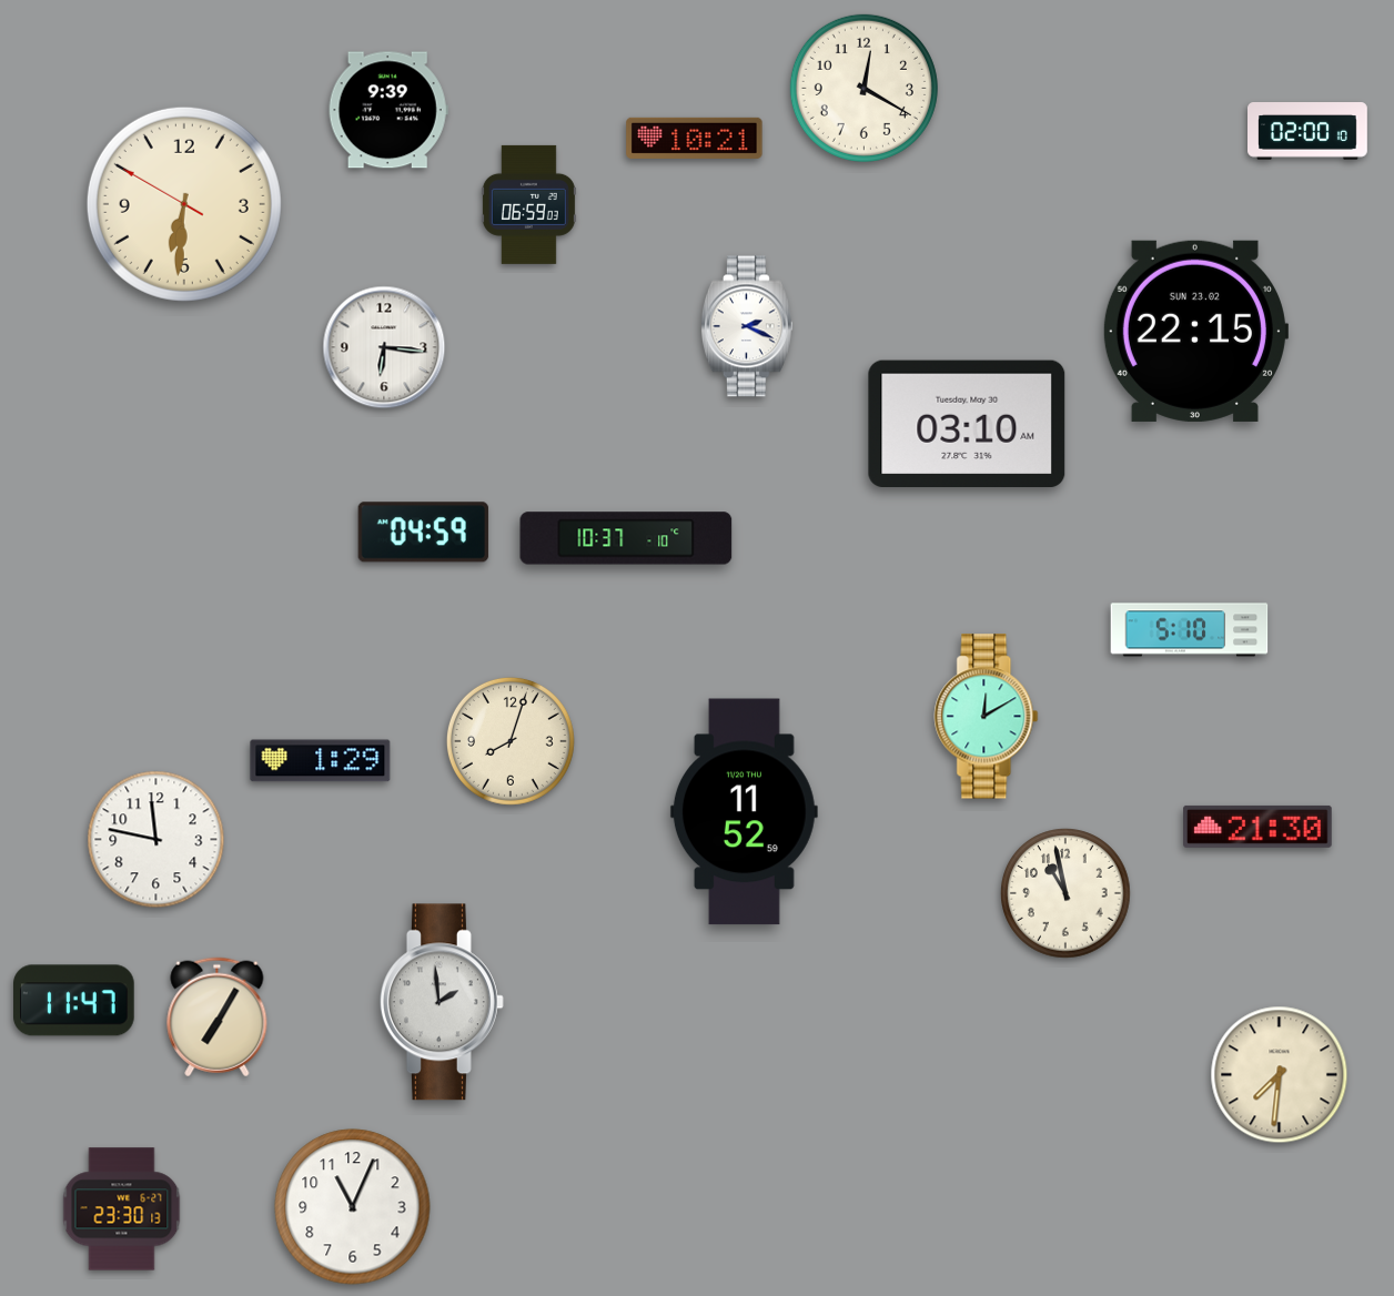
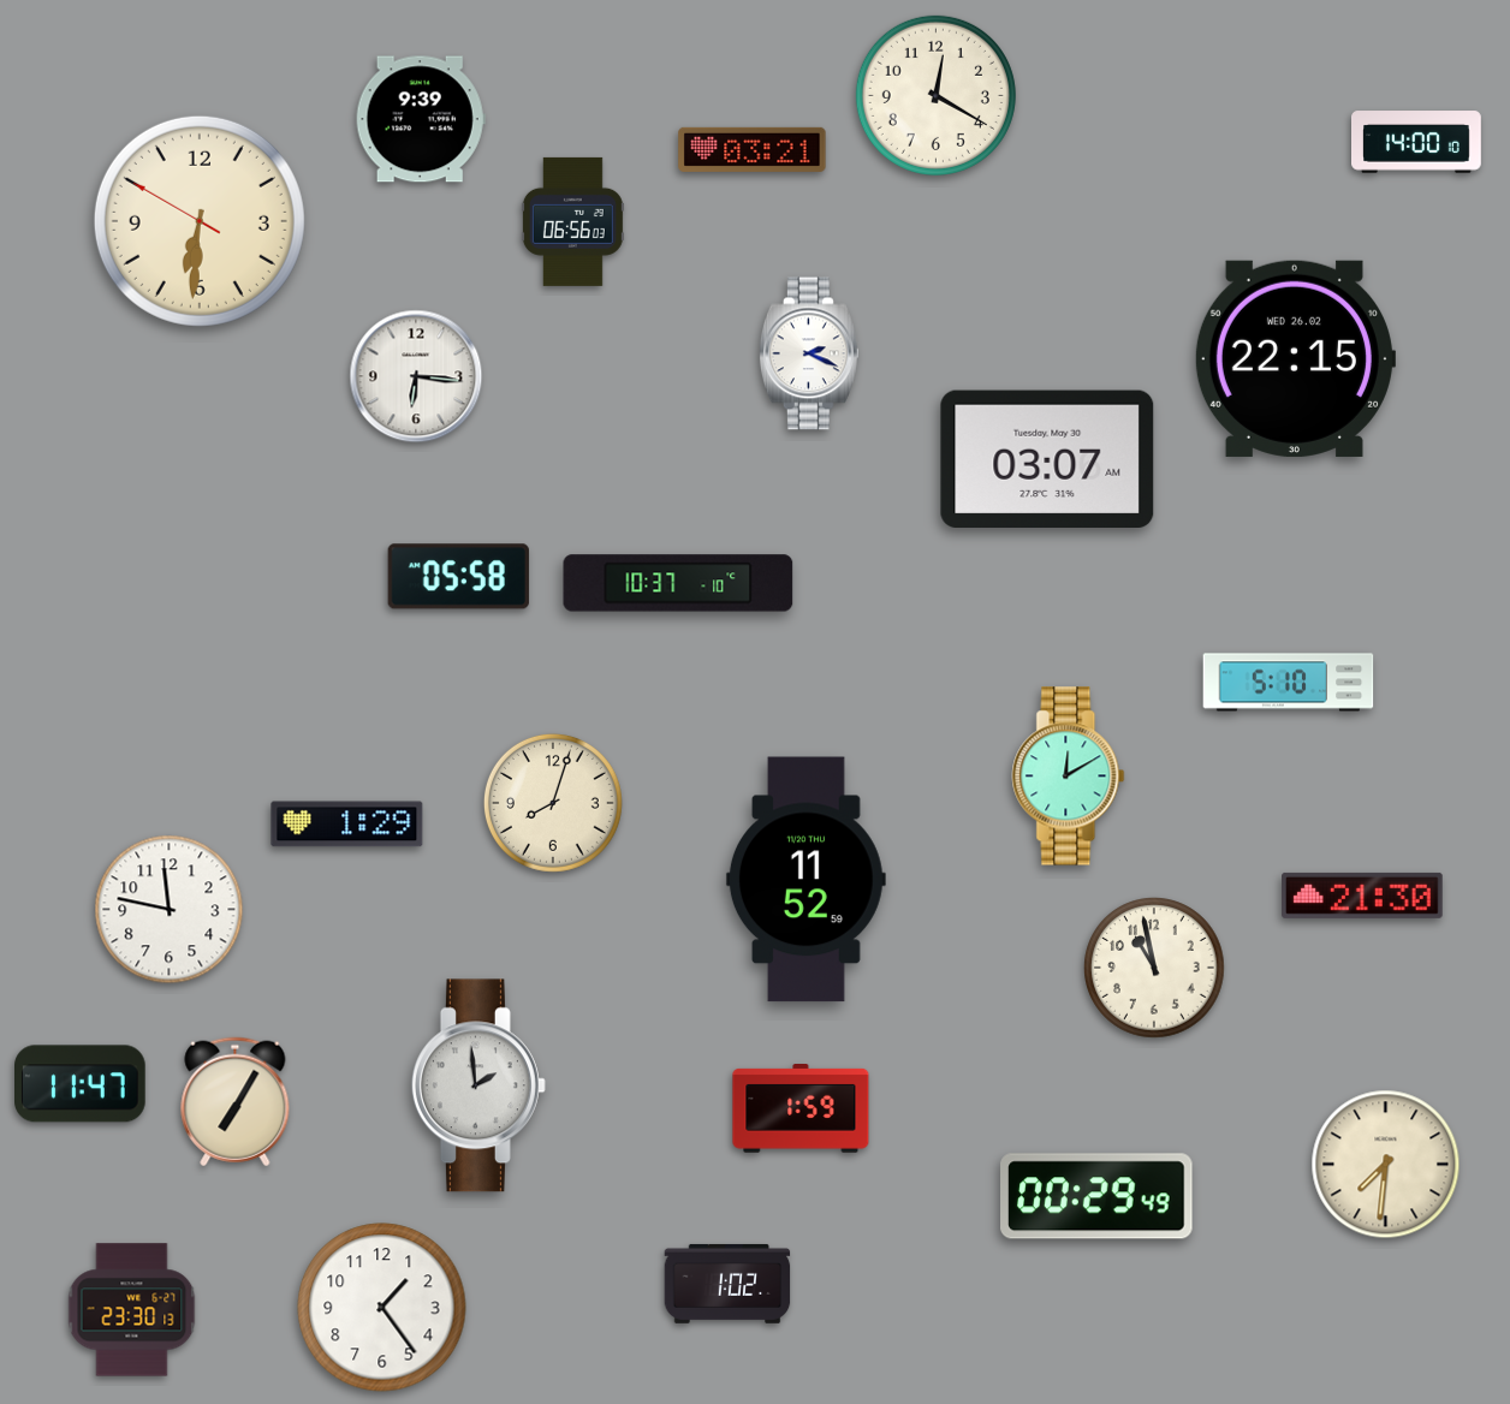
clock at (1309, 131): 02:00 -> 14:00
clock at (695, 138): 10:21 -> 03:21
clock at (528, 204): 06:59 -> 06:56
clock at (1195, 331) date: SUN 23.02 -> WED 26.02
clock at (967, 424): 03:10 -> 03:07
clock at (423, 533): 04:59 -> 05:58
clock at (801, 1109): none -> 1:59
clock at (1096, 1196): none -> 00:29
clock at (727, 1284): none -> 1:02
clock at (353, 1207): 11:04 -> 1:24
